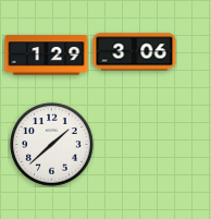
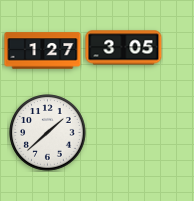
clock at (135, 52): 3:06 -> 3:05
clock at (47, 56): 1:29 -> 1:27
